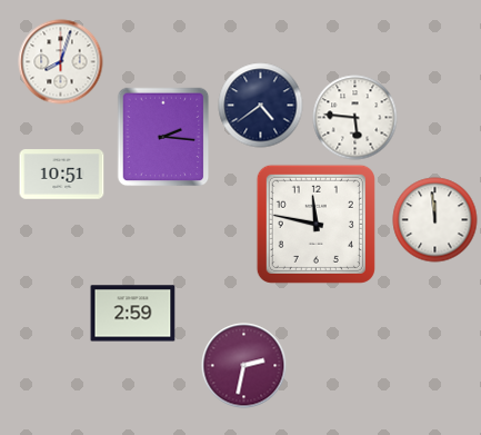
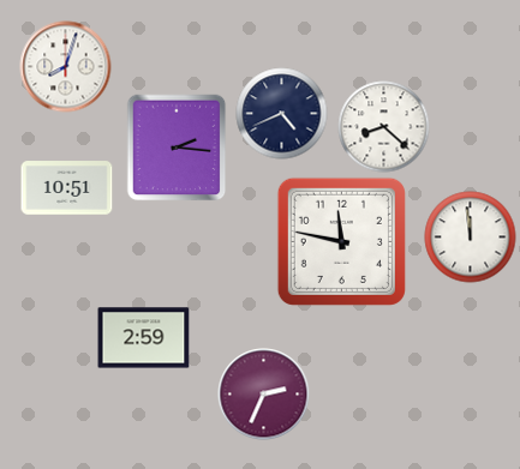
clock at (261, 106): 4:39 -> 4:41
clock at (355, 118): 5:46 -> 8:22
clock at (244, 366): 2:32 -> 2:34
